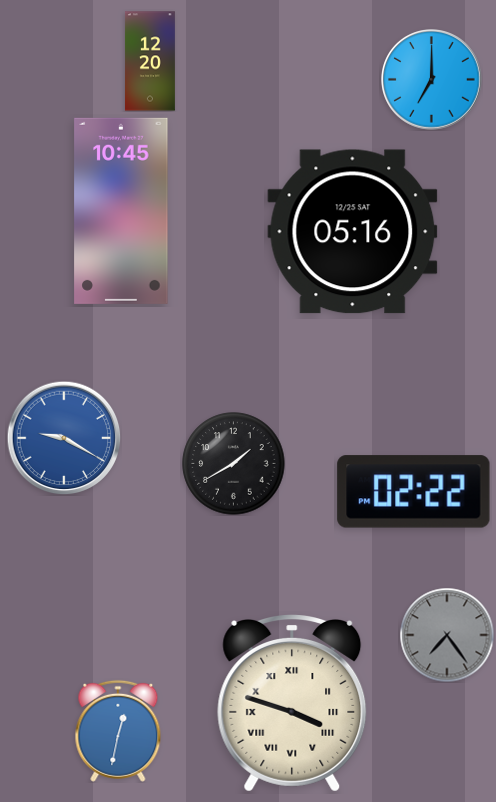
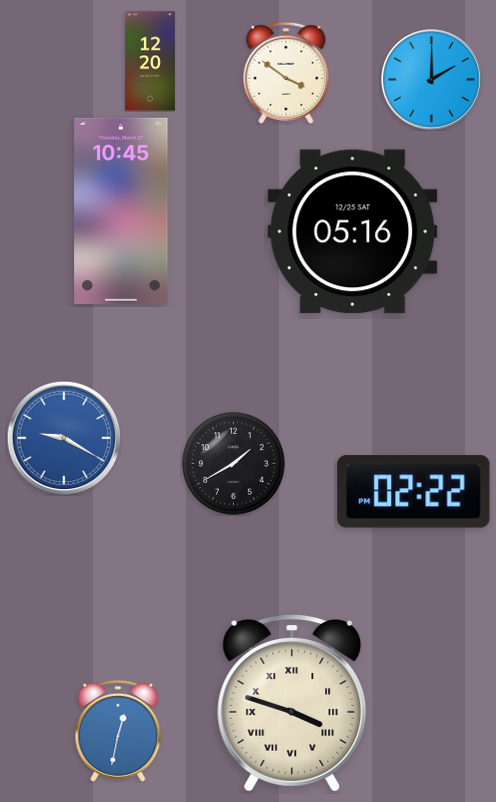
clock at (286, 73): none -> 3:51
clock at (432, 80): 7:00 -> 2:00
clock at (447, 635): 7:24 -> none
